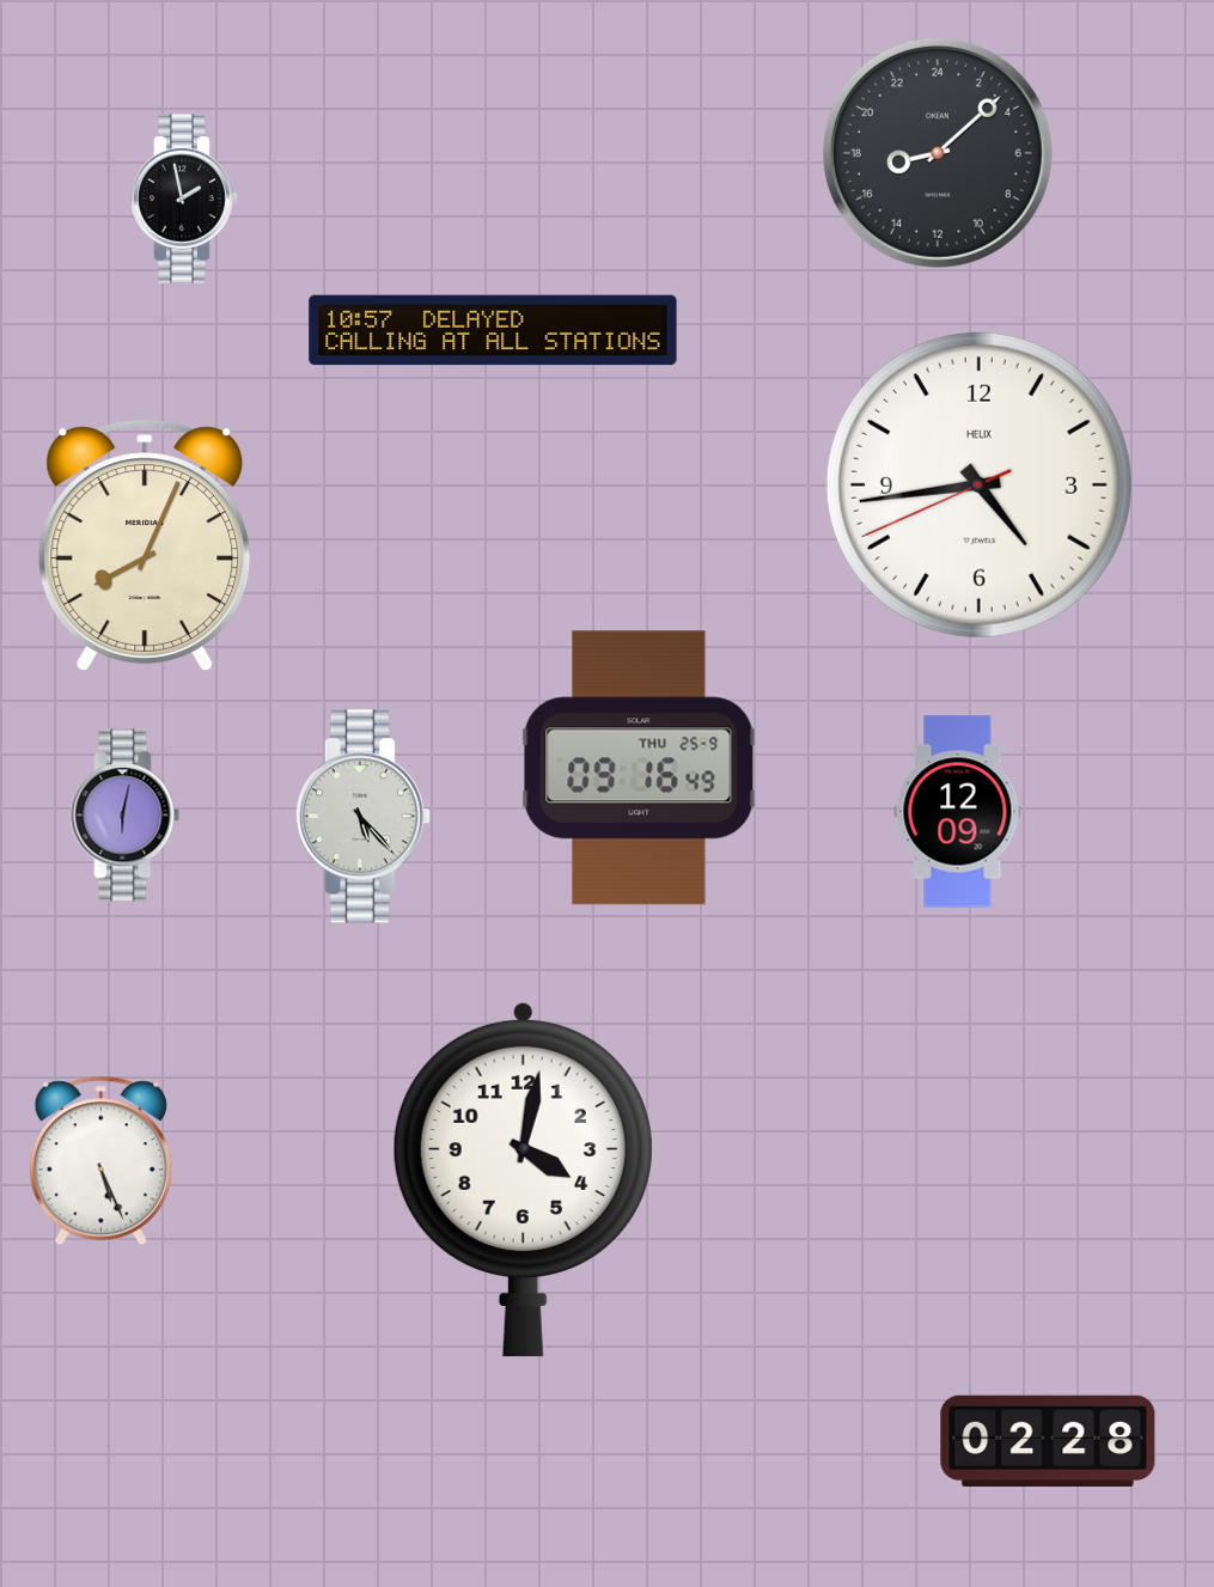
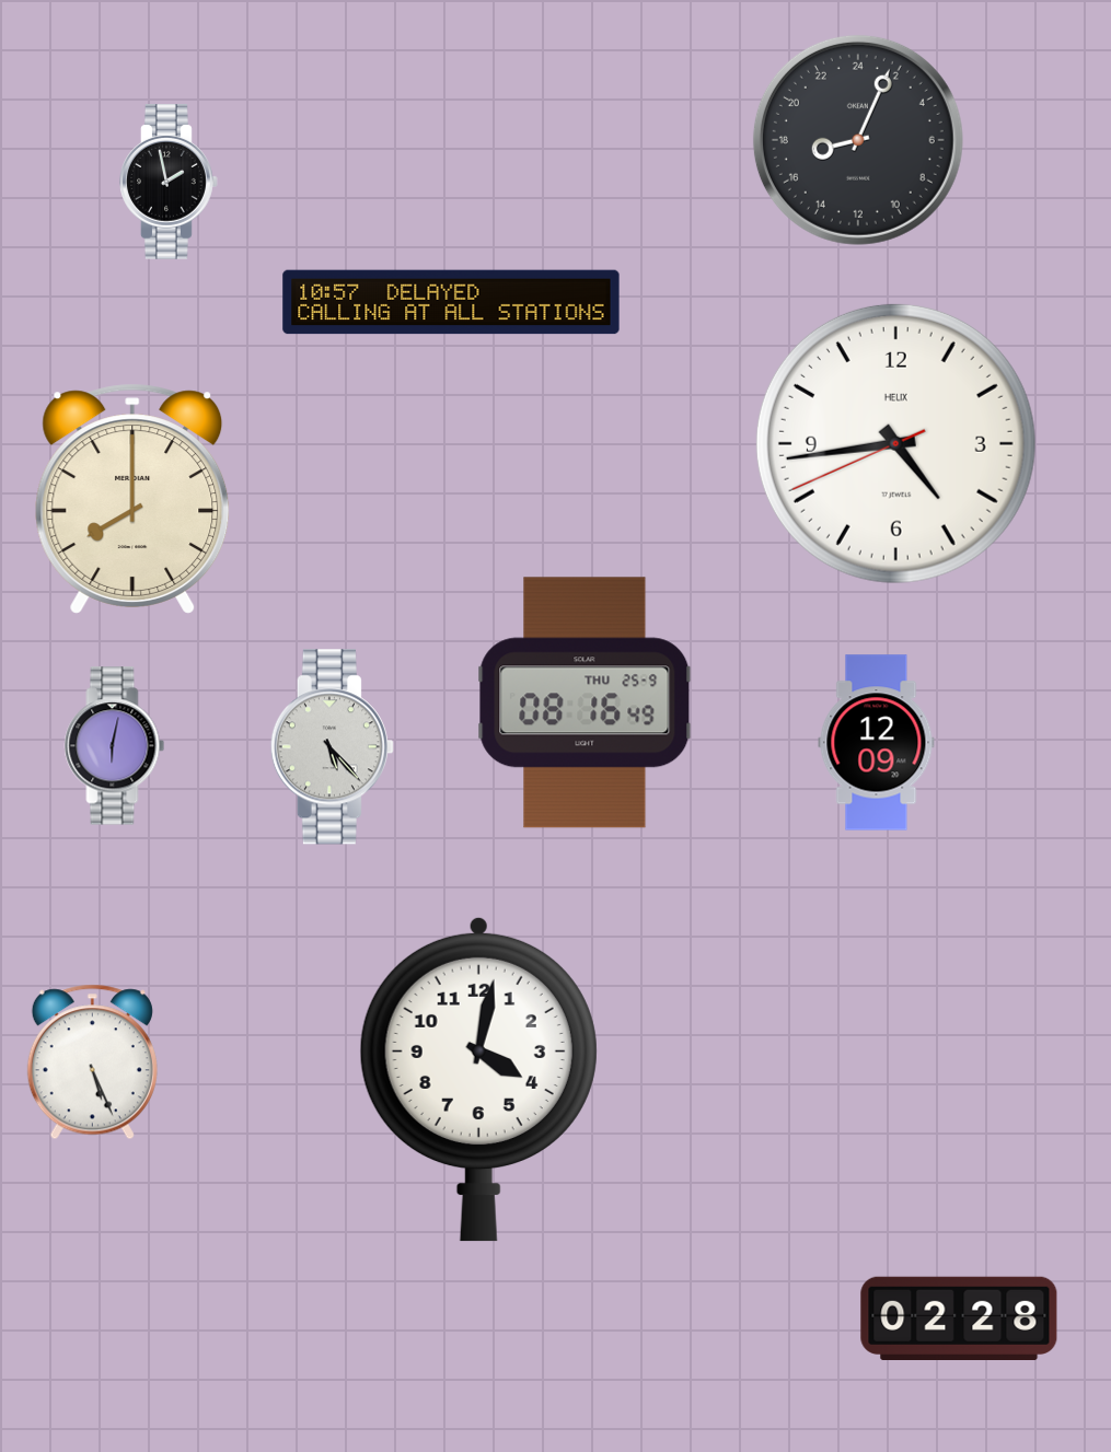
clock at (938, 153): 17:08 -> 17:04
clock at (145, 545): 8:04 -> 8:00
clock at (639, 768): 09:16 -> 08:16
